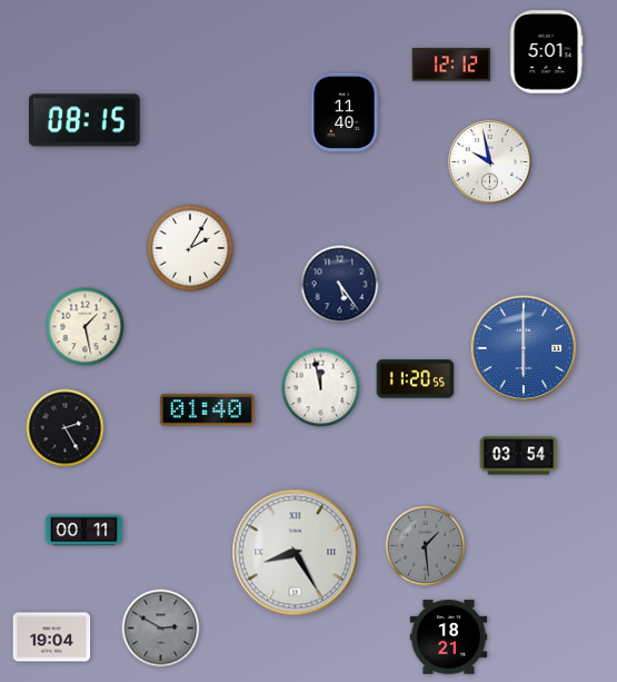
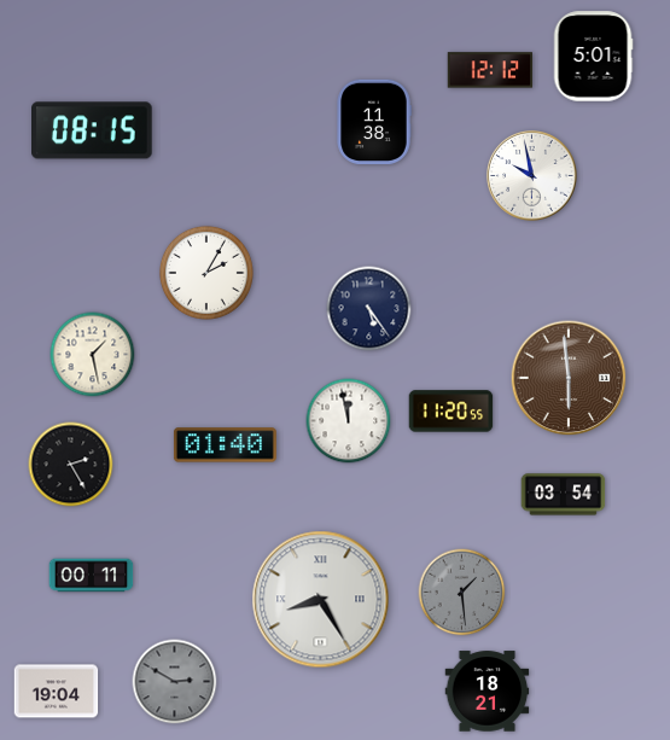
clock at (345, 112): 11:40 -> 11:38
clock at (190, 248) position: (190, 248) -> (206, 273)
clock at (524, 348): 6:00 -> 5:59
clock at (524, 348) dial: blue -> brown
